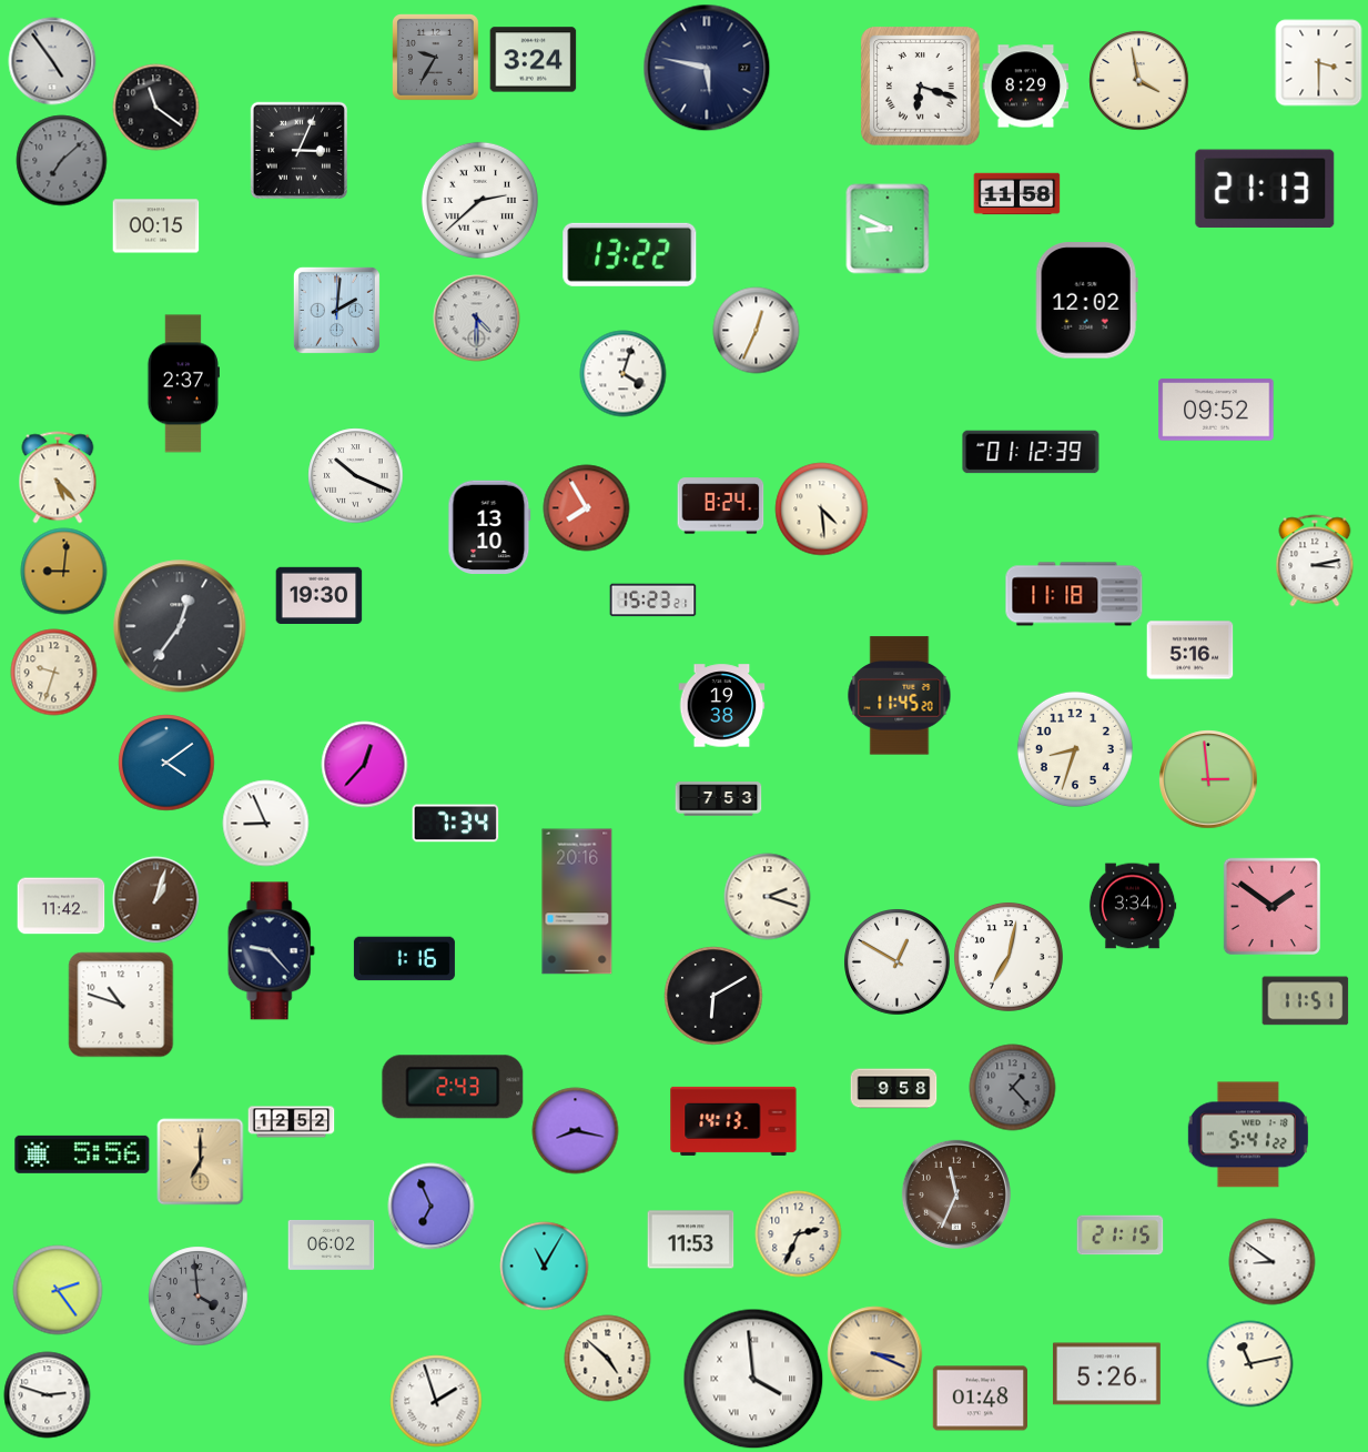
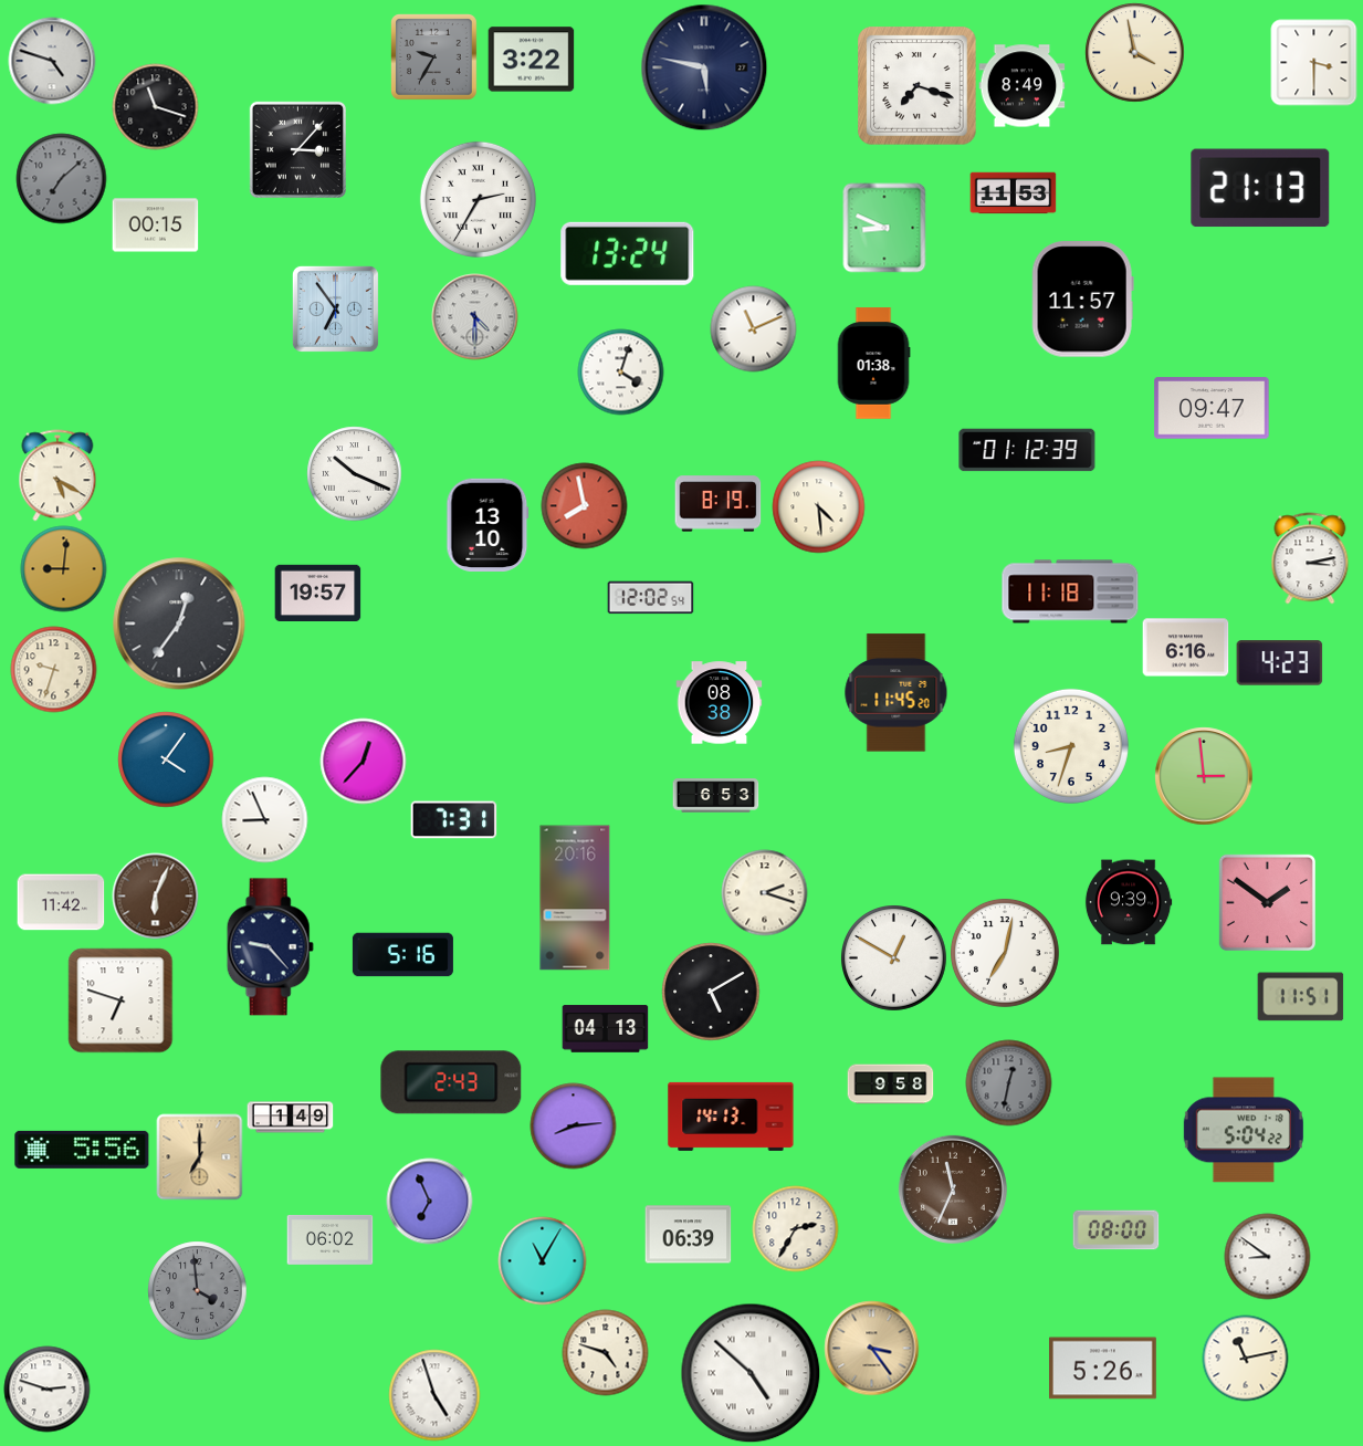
clock at (533, 60): 3:24 -> 3:22
clock at (52, 61): 4:54 -> 4:48
clock at (1138, 80) position: (1138, 80) -> (1134, 52)
clock at (921, 87): 6:18 -> 7:18
clock at (1025, 87): 8:29 -> 8:49
clock at (155, 107): 11:21 -> 11:18
clock at (298, 150): 3:04 -> 3:07
clock at (61, 160) position: (61, 160) -> (61, 178)
clock at (1016, 194): 11:58 -> 11:53
clock at (479, 200): 2:38 -> 2:35
clock at (630, 254): 13:22 -> 13:24
clock at (1086, 301): 12:02 -> 11:57
clock at (336, 310): 2:01 -> 6:54
clock at (756, 330): 12:34 -> 11:11
clock at (873, 364): none -> 01:38
clock at (183, 384): 2:37 -> none
clock at (1216, 410): 09:52 -> 09:47
clock at (58, 477): 5:23 -> 5:20
clock at (720, 506): 8:24 -> 8:19
clock at (586, 507): 7:55 -> 7:58
clock at (318, 595): 19:30 -> 19:57
clock at (652, 601): 15:23 -> 12:02
clock at (1189, 651): 5:16 -> 6:16
clock at (1279, 663): none -> 4:23
clock at (721, 706): 19:38 -> 08:38
clock at (166, 763): 4:09 -> 4:06
clock at (718, 799): 7:53 -> 6:53
clock at (455, 824): 7:34 -> 7:31
clock at (155, 899): 1:03 -> 6:04
clock at (1133, 906): 3:34 -> 9:39
clock at (404, 959): 1:16 -> 5:16
clock at (713, 996): 6:10 -> 5:10
clock at (121, 1005): 10:48 -> 6:48
clock at (605, 1029): none -> 04:13
clock at (1012, 1087): 1:23 -> 12:32
clock at (291, 1122): 12:52 -> 1:49
clock at (575, 1130): 8:17 -> 8:14
clock at (1248, 1135): 5:41 -> 5:04
clock at (798, 1233): 2:34 -> 2:35
clock at (1119, 1236): 21:15 -> 08:00
clock at (690, 1240): 11:53 -> 06:39
clock at (58, 1290): 2:24 -> none
clock at (874, 1353): 3:19 -> 3:24
clock at (607, 1358): 4:52 -> 4:48
clock at (753, 1379): 3:59 -> 4:52
clock at (980, 1399): 01:48 -> none
clock at (436, 1401): 1:57 -> 4:57
